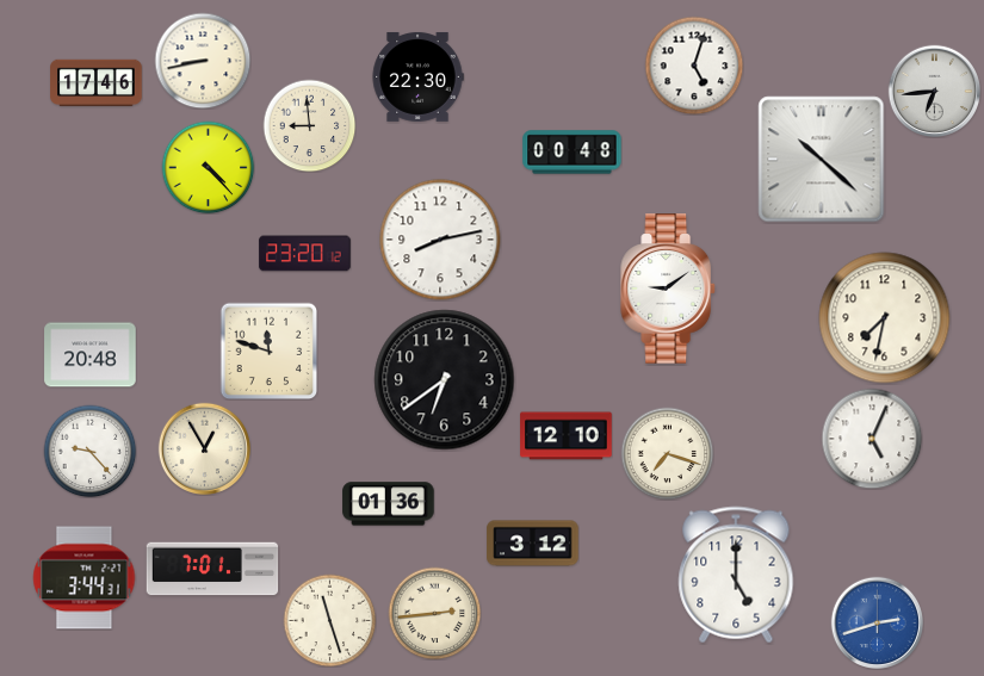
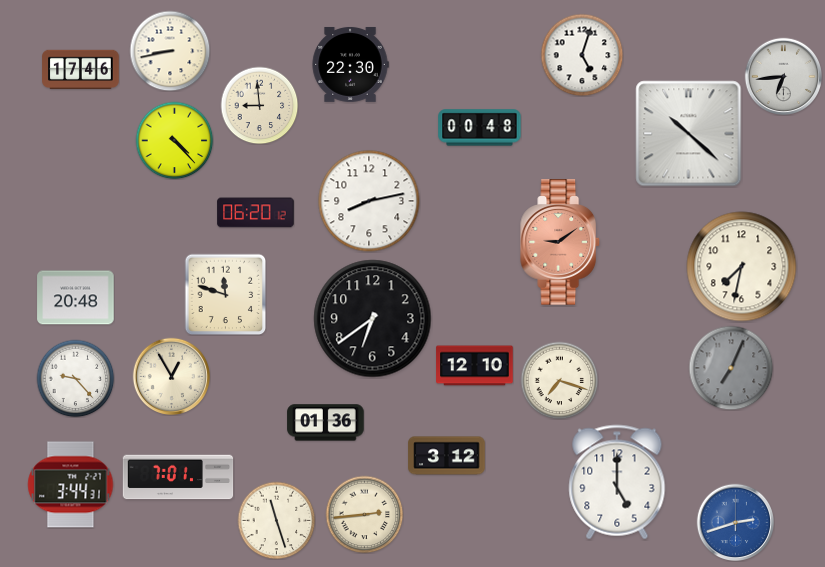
clock at (305, 254): 23:20 -> 06:20
clock at (669, 289) dial: white -> salmon
clock at (872, 439): 5:04 -> 7:04
clock at (872, 439) dial: white -> grey
